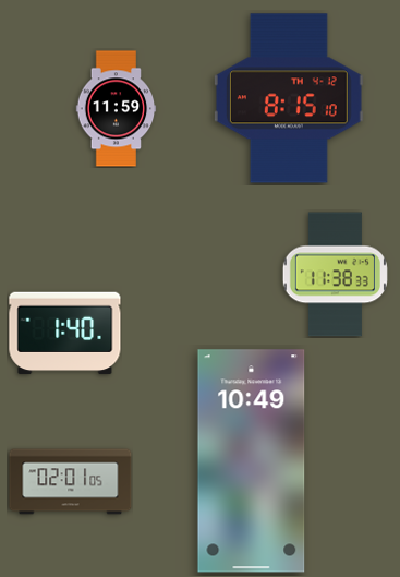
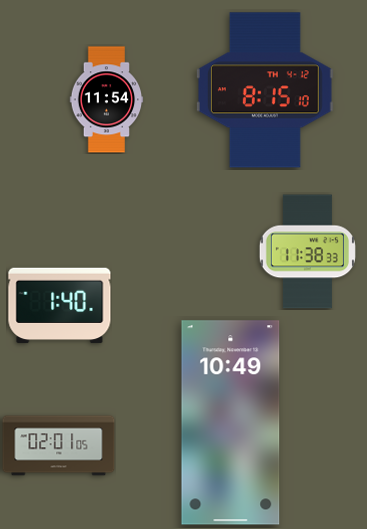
clock at (117, 109): 11:59 -> 11:54
clock at (71, 482) position: (71, 482) -> (59, 446)
